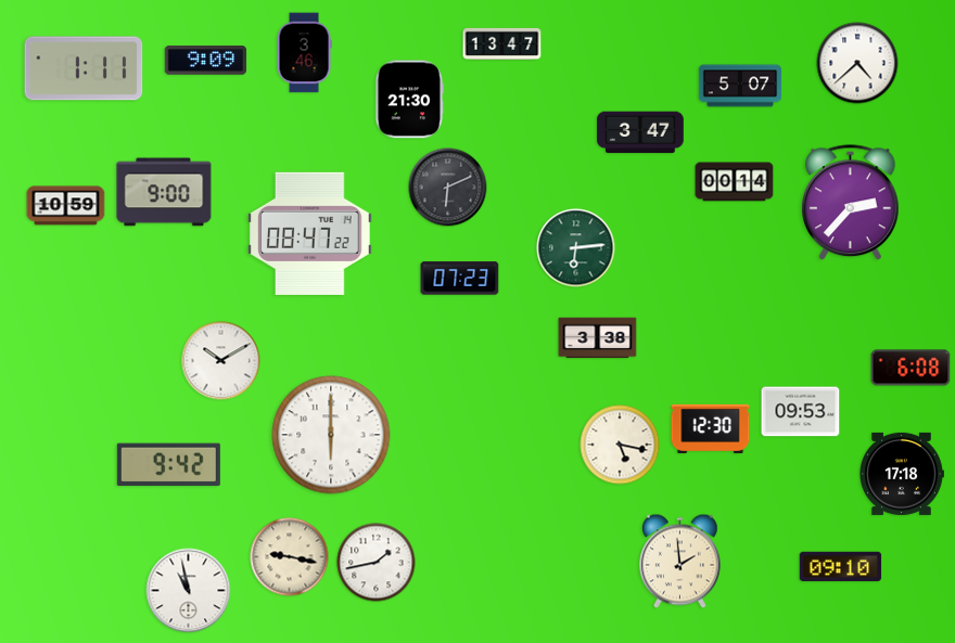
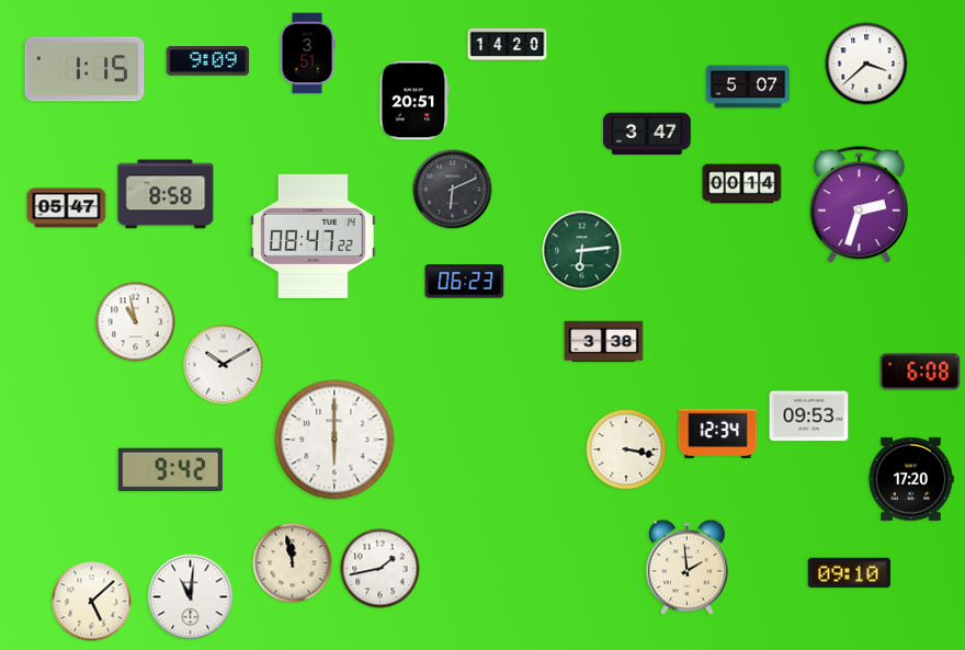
clock at (502, 43): 13:47 -> 14:20
clock at (304, 53): 3:46 -> 3:51
clock at (857, 63): 4:38 -> 3:38
clock at (84, 68): 1:11 -> 1:15
clock at (410, 100): 21:30 -> 20:51
clock at (164, 192): 9:00 -> 8:58
clock at (850, 203): 2:37 -> 2:33
clock at (66, 206): 10:59 -> 05:47
clock at (460, 279): 07:23 -> 06:23
clock at (136, 322): none -> 10:58
clock at (711, 428): 12:30 -> 12:34
clock at (620, 445): 5:17 -> 3:17
clock at (902, 474): 17:18 -> 17:20
clock at (290, 557): 9:17 -> 11:58
clock at (189, 591): 10:58 -> 11:01
clock at (92, 602): none -> 5:08
